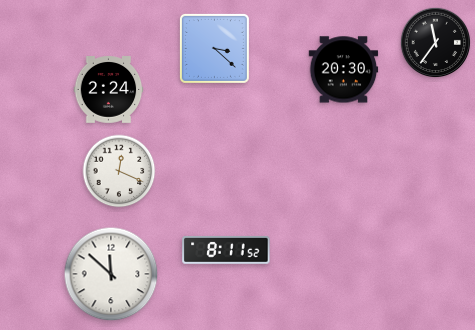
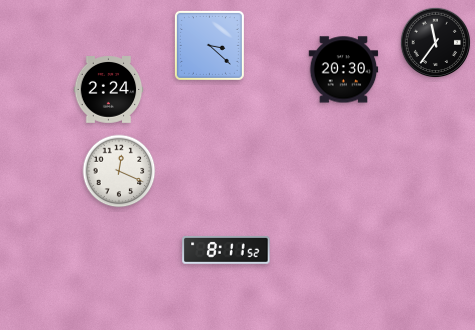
clock at (214, 48) position: (214, 48) -> (209, 45)
clock at (111, 274): 11:52 -> none
